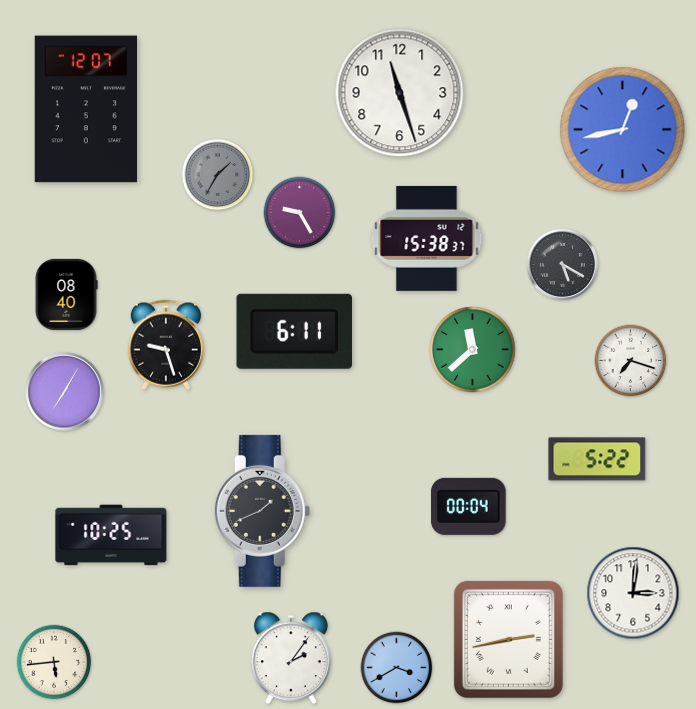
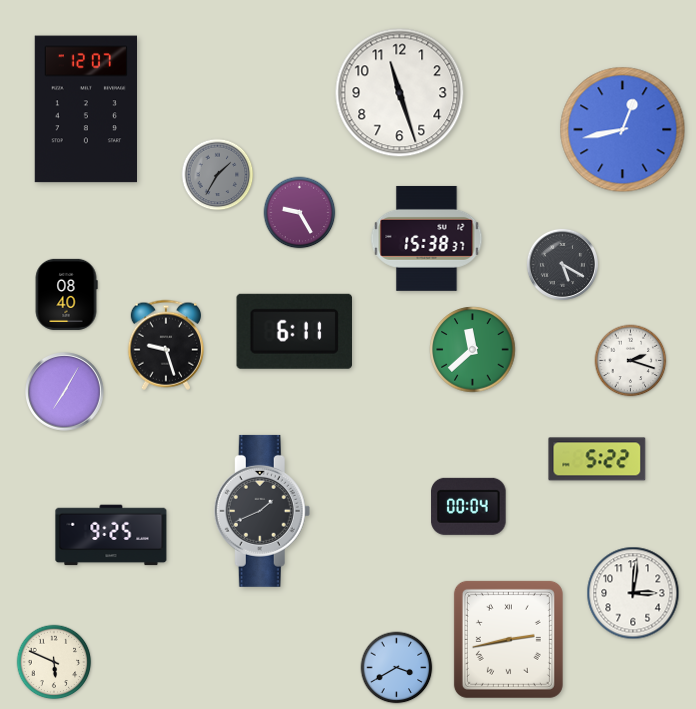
clock at (631, 361): 7:18 -> 2:18
clock at (111, 535): 10:25 -> 9:25
clock at (291, 658): 2:06 -> none
clock at (54, 662): 5:44 -> 5:49
